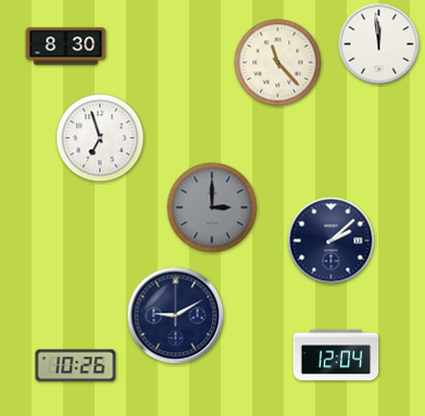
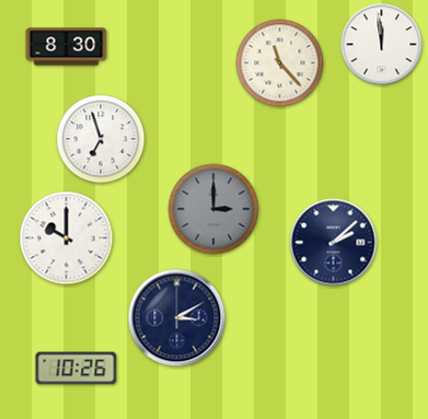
clock at (67, 238): none -> 10:00
clock at (176, 316): 9:10 -> 3:10
clock at (336, 355): 12:04 -> none
